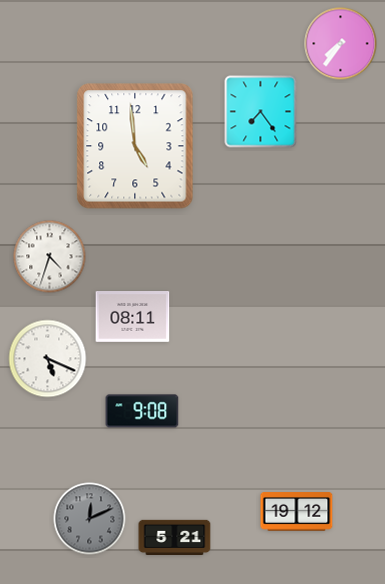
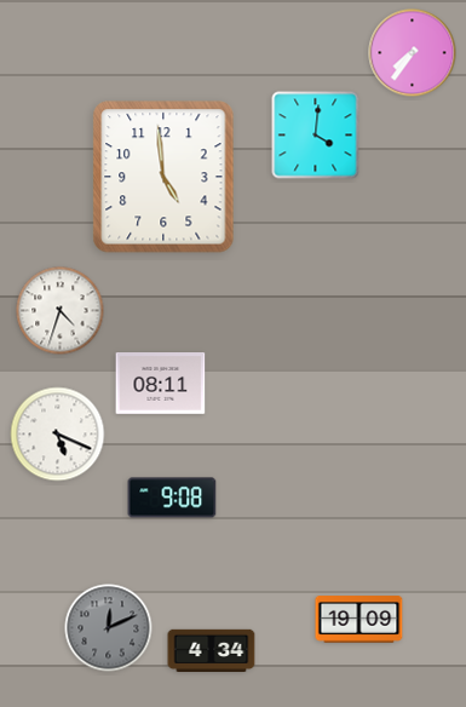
clock at (261, 112): 7:24 -> 4:01
clock at (297, 512): 19:12 -> 19:09
clock at (175, 537): 5:21 -> 4:34
